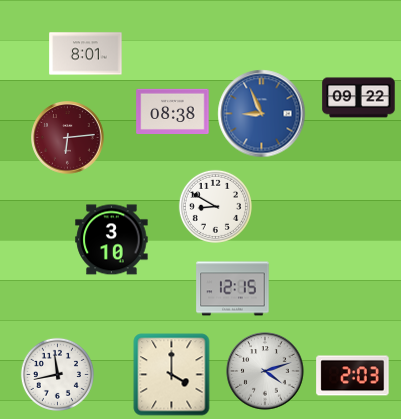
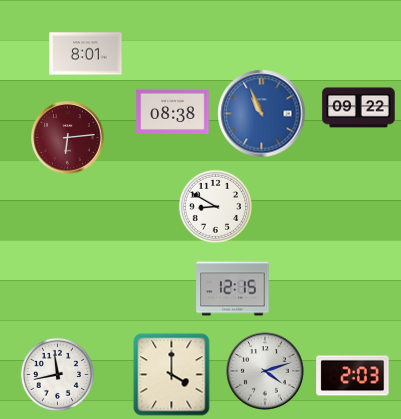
clock at (359, 98) position: (359, 98) -> (359, 108)
clock at (262, 114): 8:56 -> 10:56
clock at (112, 240): 3:10 -> none
